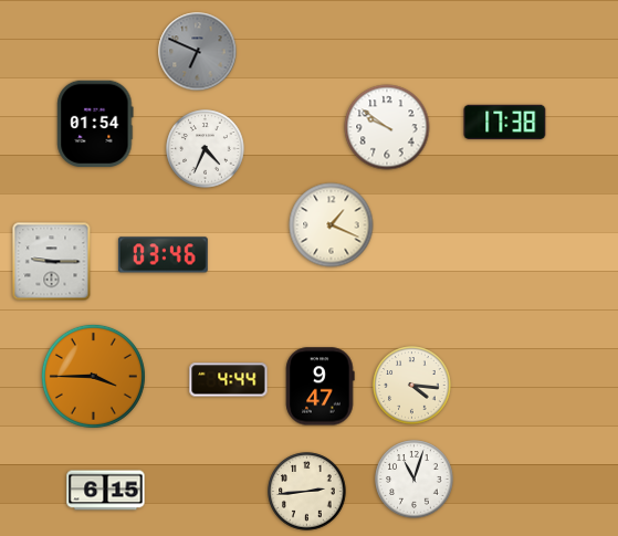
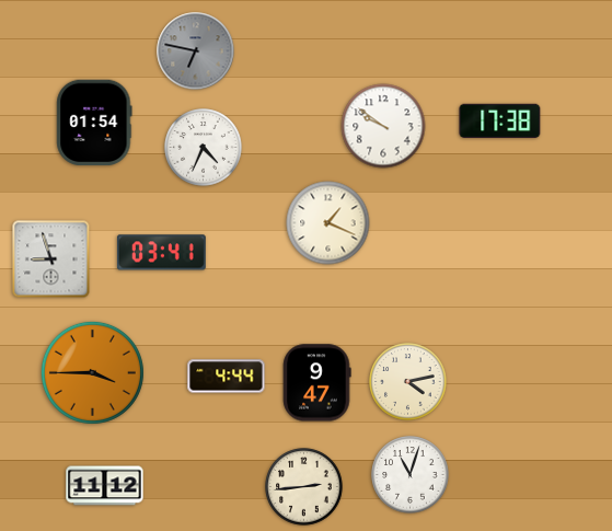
clock at (198, 52): 6:49 -> 6:47
clock at (163, 255): 03:46 -> 03:41
clock at (52, 262): 9:15 -> 8:57
clock at (412, 386): 4:16 -> 4:13
clock at (106, 491): 6:15 -> 11:12
